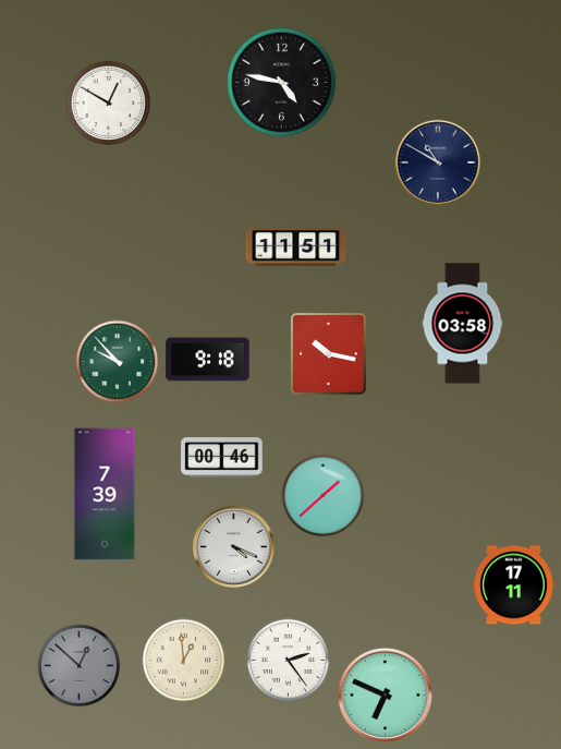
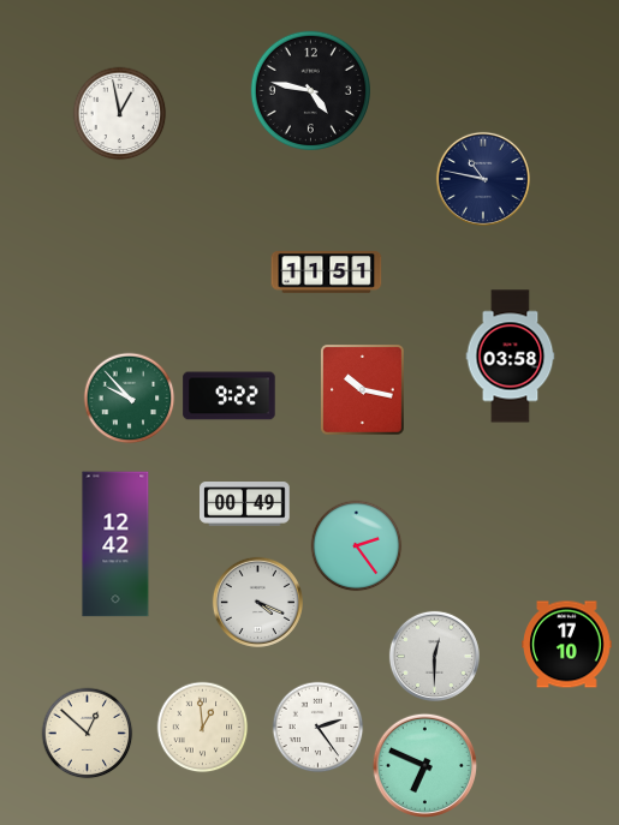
clock at (109, 104): 12:50 -> 12:58
clock at (438, 162): 10:50 -> 10:47
clock at (208, 360): 9:18 -> 9:22
clock at (222, 458): 00:46 -> 00:49
clock at (105, 494): 7:39 -> 12:42
clock at (324, 496): 1:38 -> 2:24
clock at (514, 585): 17:11 -> 17:10
clock at (434, 656): none -> 12:30
clock at (80, 666) dial: grey -> cream
